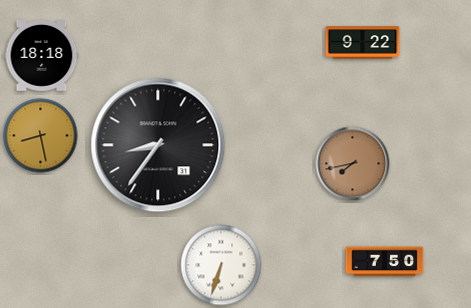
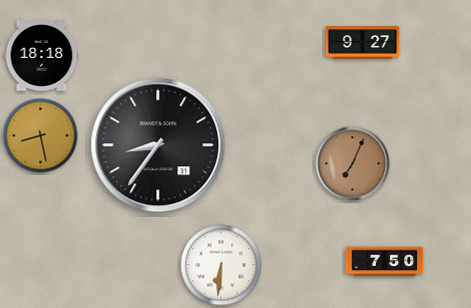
clock at (363, 43): 9:22 -> 9:27
clock at (353, 164): 7:43 -> 7:04
clock at (221, 265): 6:33 -> 6:31
